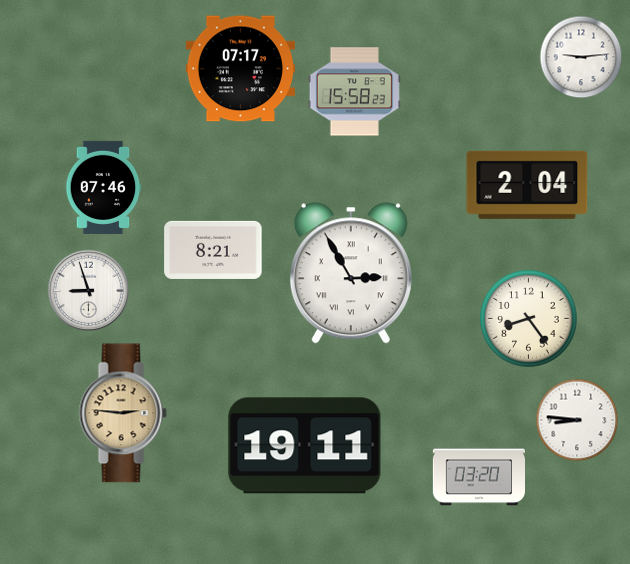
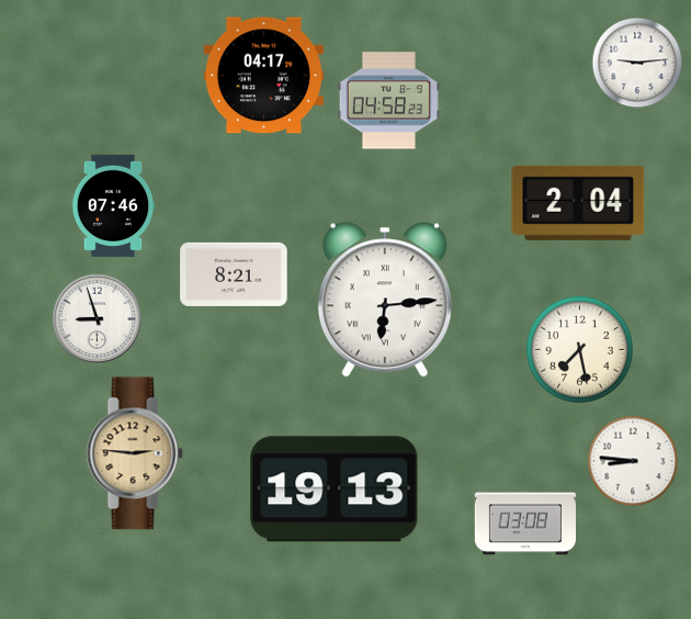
clock at (240, 69): 07:17 -> 04:17
clock at (354, 92): 15:58 -> 04:58
clock at (351, 273): 2:55 -> 6:14
clock at (529, 319): 8:24 -> 7:28
clock at (305, 446): 19:11 -> 19:13
clock at (478, 477): 03:20 -> 03:08
